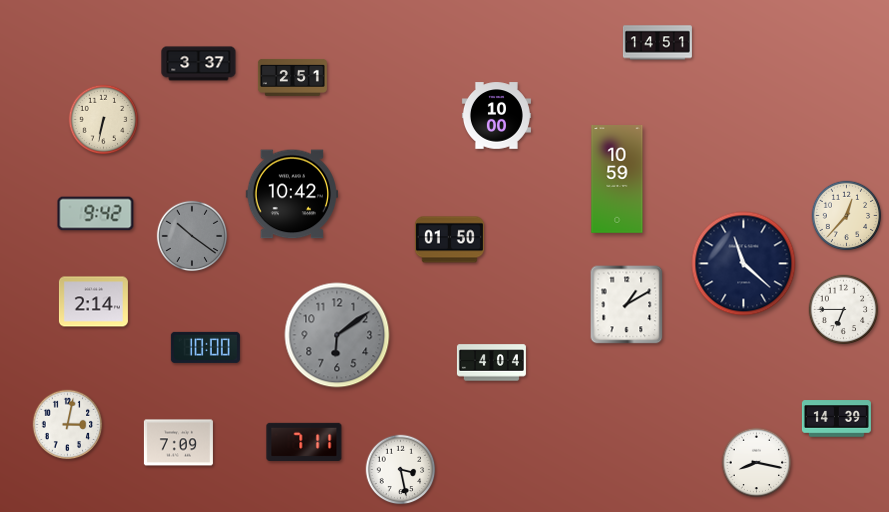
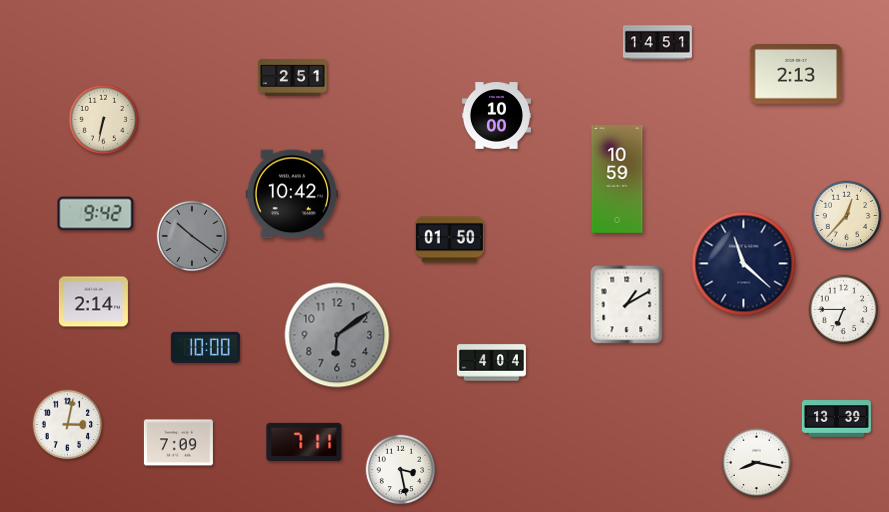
clock at (199, 64): 3:37 -> none
clock at (796, 75): none -> 2:13
clock at (836, 419): 14:39 -> 13:39
